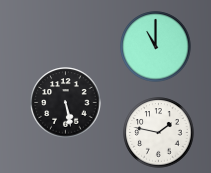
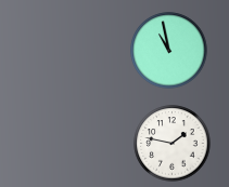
clock at (156, 47): 11:00 -> 10:58
clock at (66, 103): 5:28 -> none
